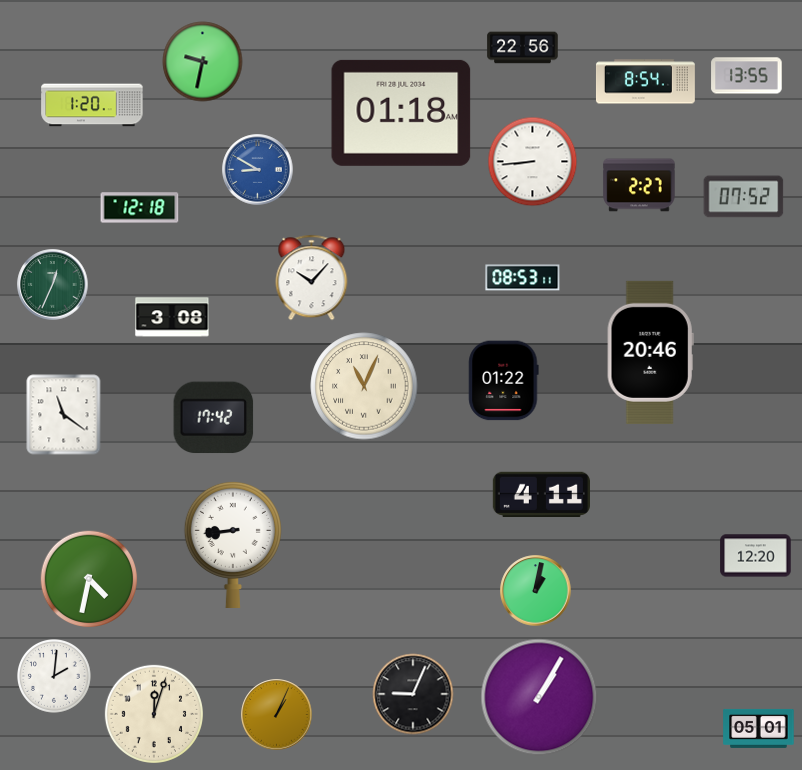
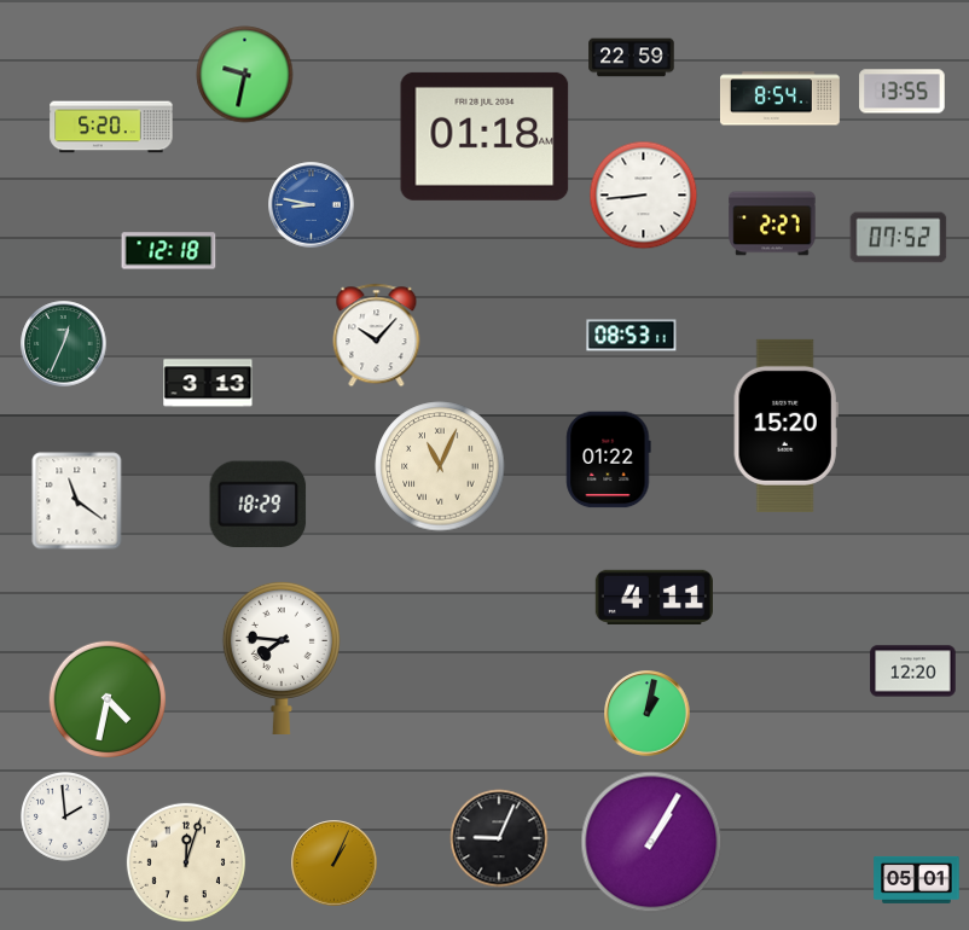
clock at (523, 48): 22:56 -> 22:59
clock at (92, 105): 1:20 -> 5:20
clock at (258, 170): 8:50 -> 8:47
clock at (172, 317): 3:08 -> 3:13
clock at (650, 352): 20:46 -> 15:20
clock at (214, 418): 17:42 -> 18:29
clock at (233, 544): 8:44 -> 7:46
clock at (55, 677): 2:01 -> 1:59
